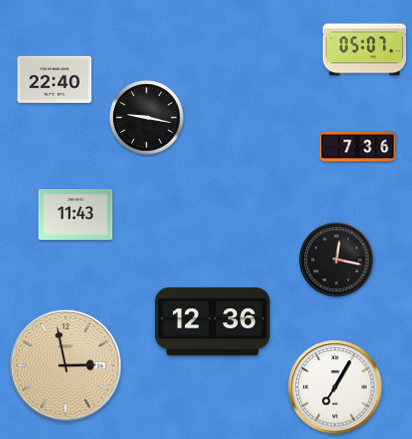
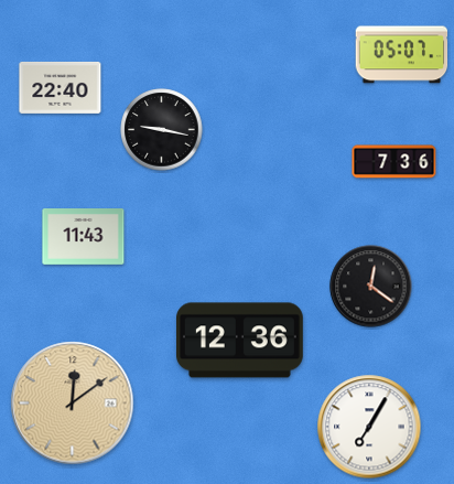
clock at (337, 260): 12:17 -> 12:21
clock at (213, 322) position: (213, 322) -> (240, 341)
clock at (66, 366): 2:58 -> 12:09
